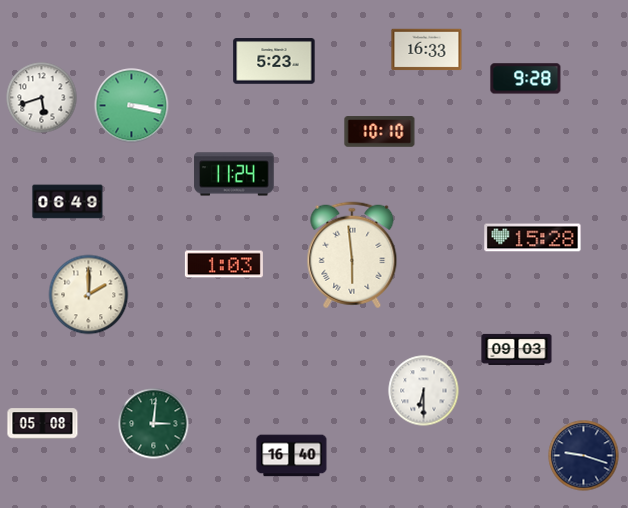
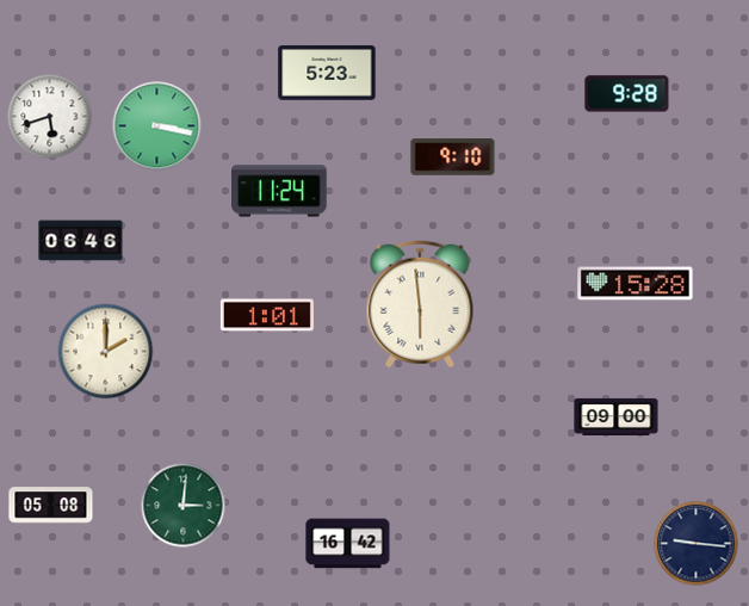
clock at (427, 50): 16:33 -> none
clock at (380, 132): 10:10 -> 9:10
clock at (234, 174) position: (234, 174) -> (279, 191)
clock at (68, 202): 06:49 -> 06:46
clock at (224, 264): 1:03 -> 1:01
clock at (517, 349): 09:03 -> 09:00
clock at (424, 391): 6:30 -> none
clock at (292, 456): 16:40 -> 16:42
clock at (584, 456): 9:18 -> 9:16
